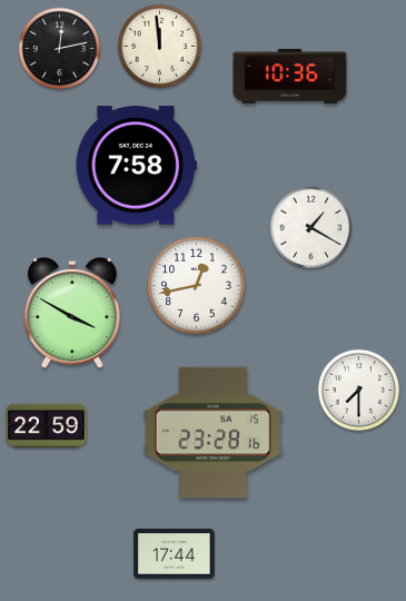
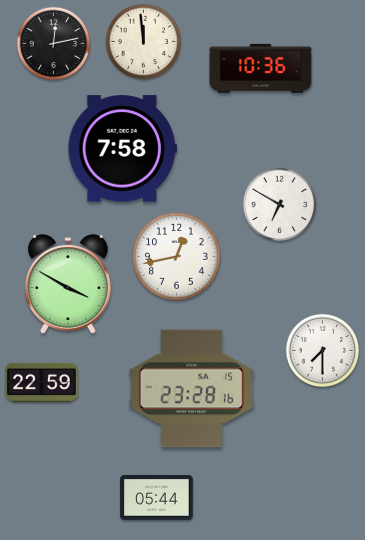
clock at (311, 228): 1:20 -> 6:50
clock at (72, 313) position: (72, 313) -> (68, 284)
clock at (175, 554): 17:44 -> 05:44
